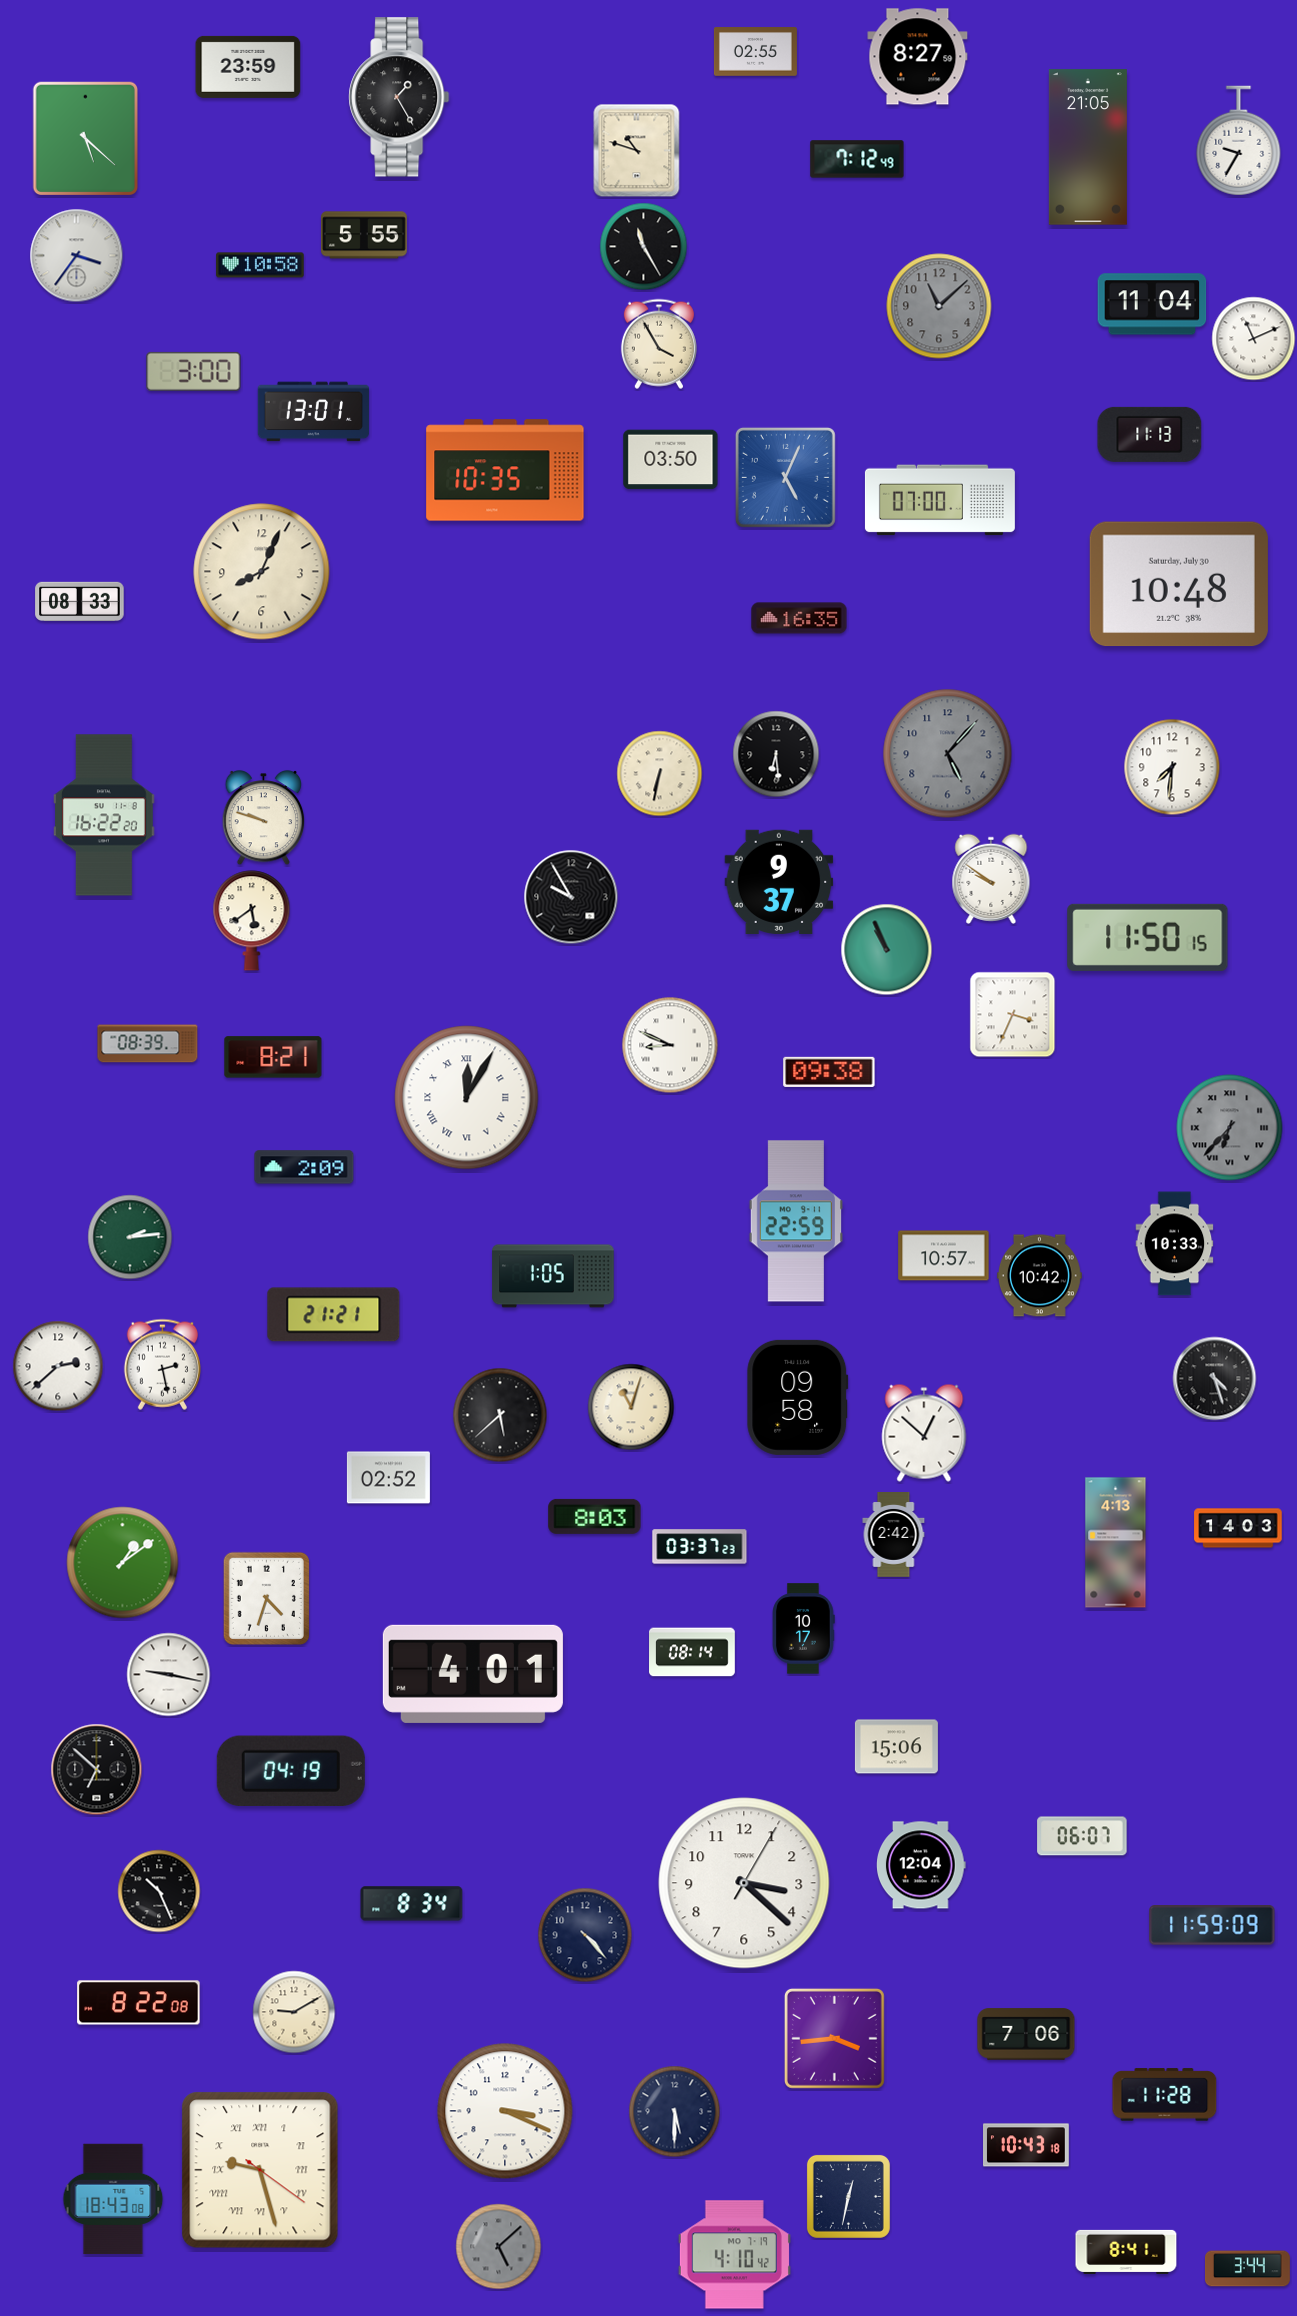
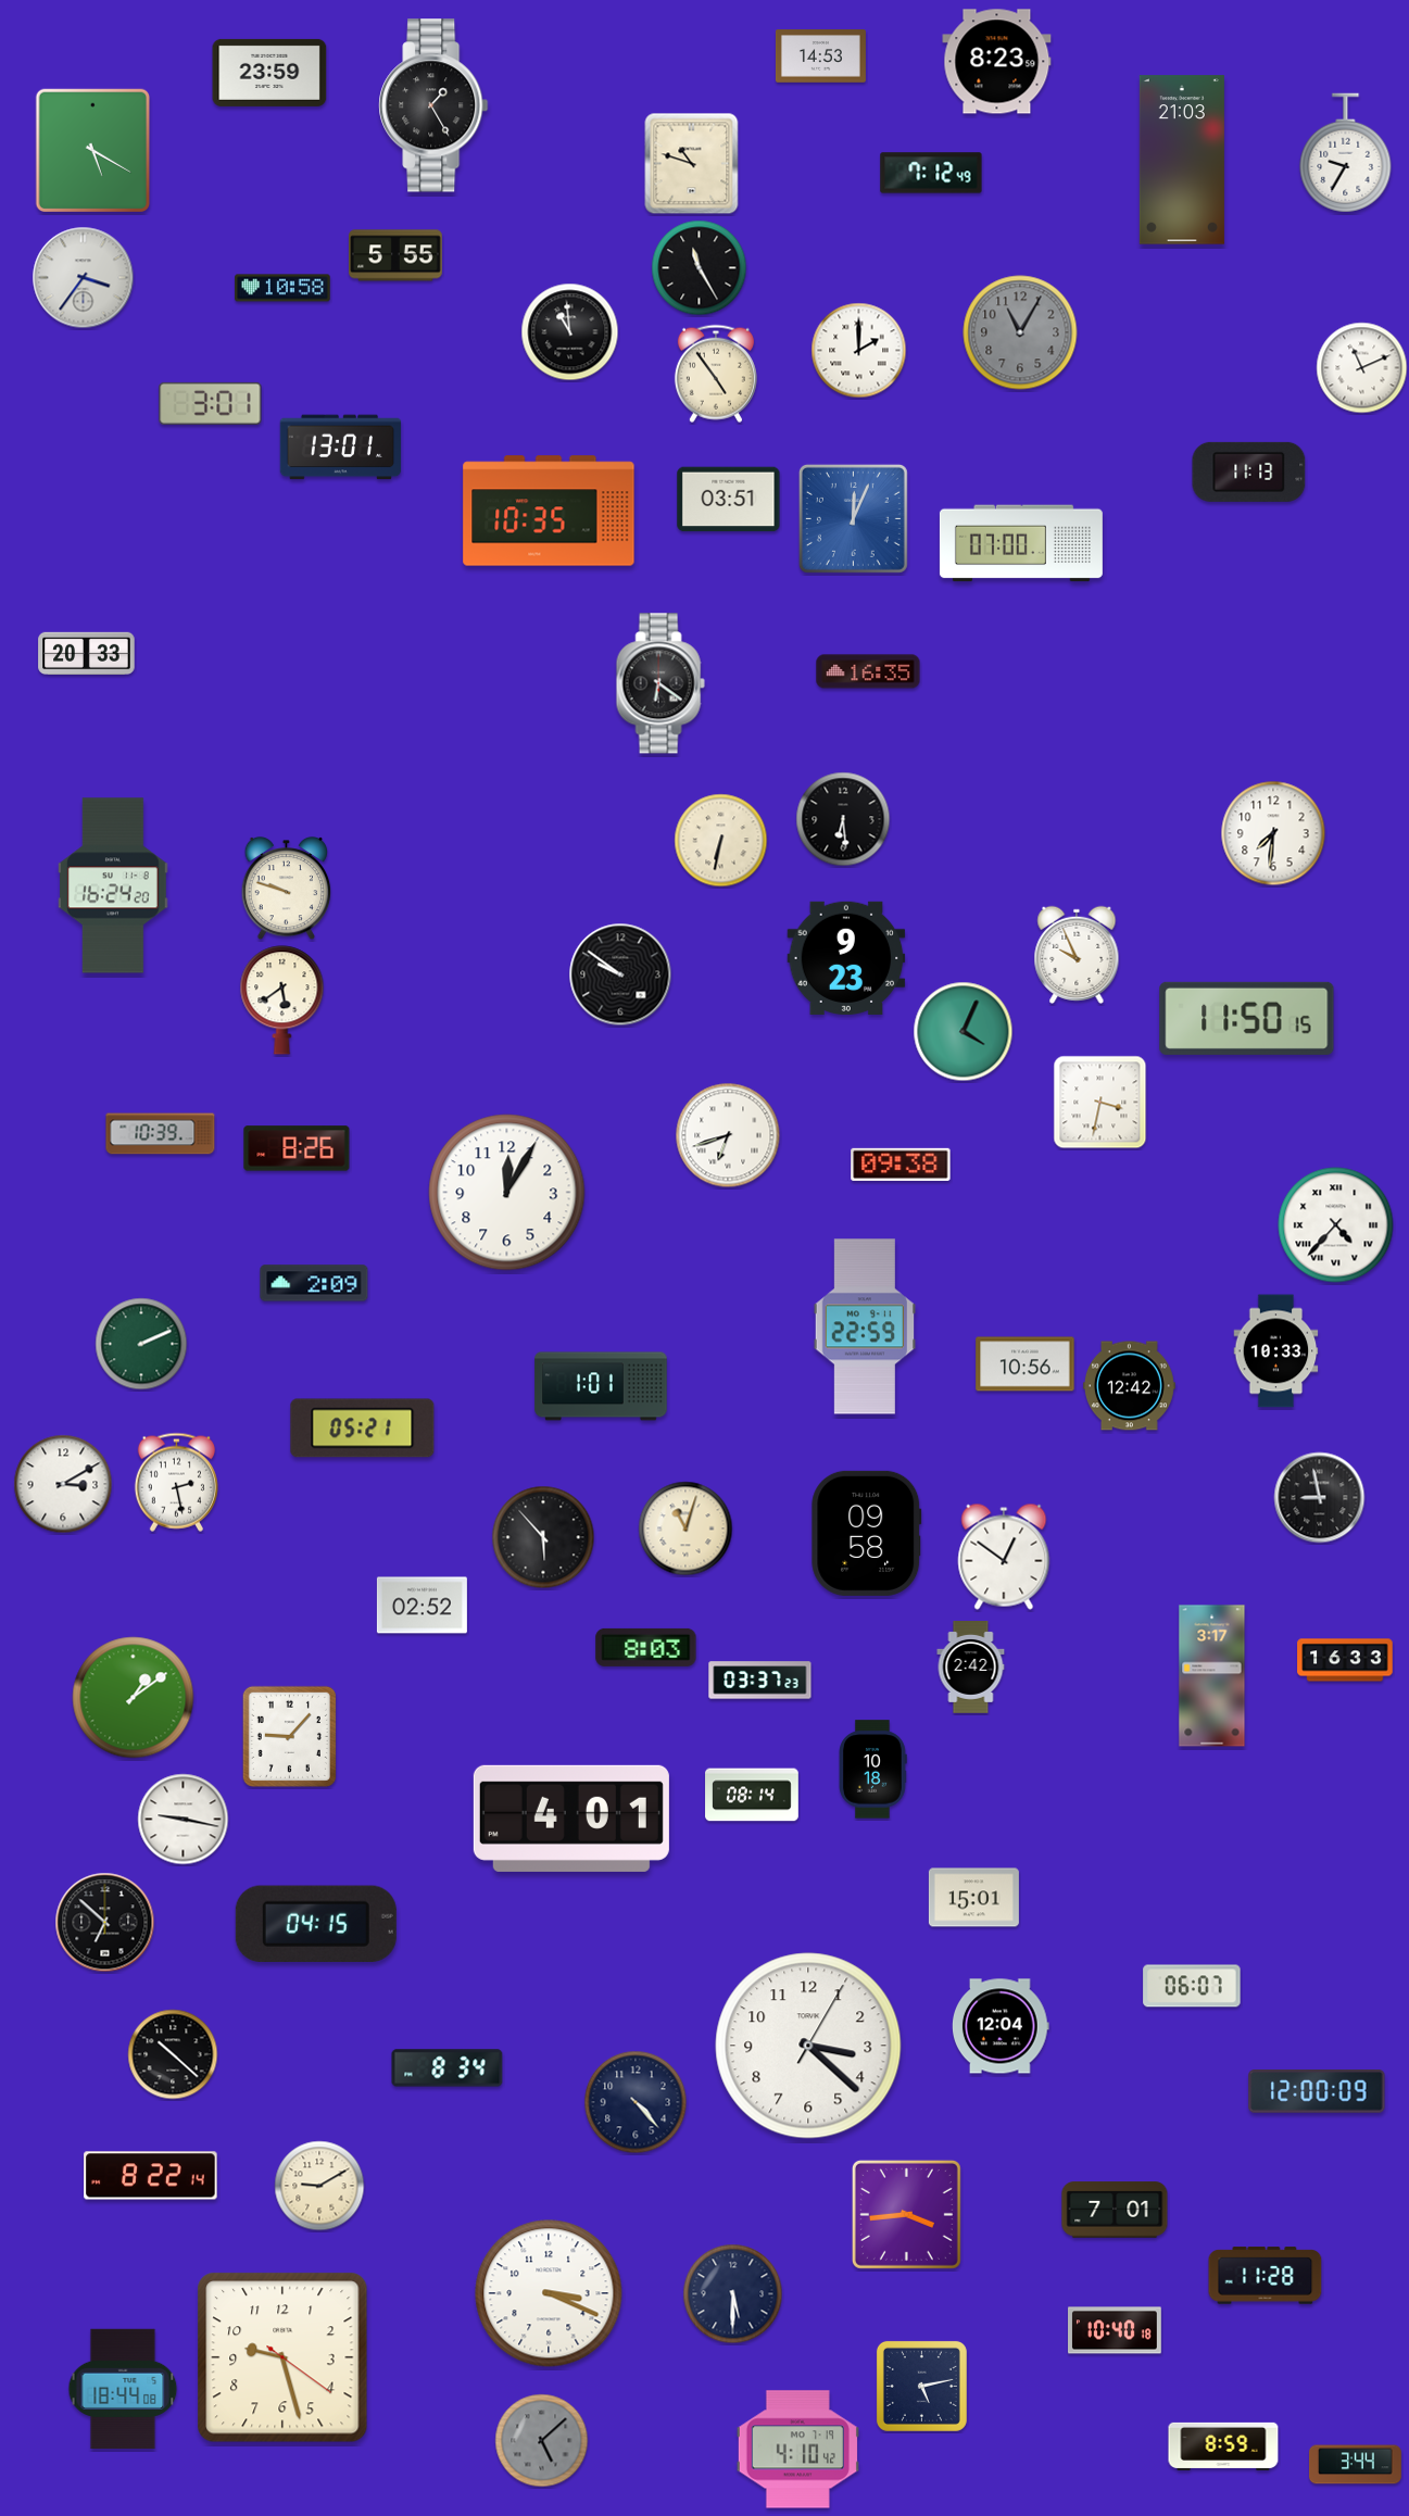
clock at (755, 52): 02:55 -> 14:53
clock at (918, 57): 8:27 -> 8:23
clock at (85, 138): 5:22 -> 5:20
clock at (1088, 147): 21:05 -> 21:03
clock at (1152, 304): 11:04 -> none
clock at (570, 332): none -> 10:59
clock at (939, 306): 11:08 -> 11:05
clock at (859, 351): none -> 2:00
clock at (659, 344): 3:55 -> 4:54
clock at (194, 371): 3:00 -> 3:01
clock at (671, 460): 03:50 -> 03:51
clock at (785, 477): 5:04 -> 12:04
clock at (262, 572): 8:04 -> none
clock at (1179, 584): 10:48 -> none
clock at (80, 601): 08:33 -> 20:33
clock at (661, 683): none -> 6:21
clock at (948, 754): 5:07 -> none
clock at (660, 774) position: (660, 774) -> (721, 841)
clock at (104, 815): 16:22 -> 16:24
clock at (991, 879): 9:51 -> 9:56
clock at (779, 882): 9:37 -> 9:23
clock at (571, 897): 9:55 -> 9:51
clock at (252, 921) position: (252, 921) -> (282, 1001)
clock at (887, 950): 10:56 -> 4:04
clock at (1013, 1015): 3:34 -> 3:32
clock at (148, 1044): 08:39 -> 10:39
clock at (670, 1045): 8:49 -> 6:42
clock at (273, 1057): 8:21 -> 8:26
clock at (467, 1098) numerals: Roman -> Arabic
clock at (1230, 1128): 6:37 -> 4:37
clock at (1230, 1128) dial: grey -> white
clock at (304, 1167) position: (304, 1167) -> (314, 1283)
clock at (130, 1237): 2:14 -> 2:11
clock at (944, 1256): 10:57 -> 10:56
clock at (553, 1276): 1:05 -> 1:01
clock at (1039, 1276): 10:42 -> 12:42
clock at (334, 1315): 21:21 -> 05:21
clock at (58, 1366): 2:38 -> 3:10
clock at (1215, 1379): 4:27 -> 8:58
clock at (798, 1397) position: (798, 1397) -> (867, 1533)
clock at (500, 1415): 5:38 -> 5:53
clock at (924, 1433): 12:52 -> 12:51
clock at (1238, 1528): 14:03 -> 16:33
clock at (1116, 1543): 4:13 -> 3:17
clock at (266, 1598): 4:33 -> 9:07
clock at (804, 1629): 10:17 -> 10:18
clock at (473, 1674) position: (473, 1674) -> (571, 1819)
clock at (896, 1747): 15:06 -> 15:01
clock at (291, 1770): 04:19 -> 04:15
clock at (1082, 1836) position: (1082, 1836) -> (1192, 1986)
clock at (159, 1891): 10:26 -> 10:22
clock at (1212, 1925): 11:59 -> 12:00
clock at (139, 2003): 8:22:08 -> 8:22:14
clock at (1026, 2034): 7:06 -> 7:01
clock at (1027, 2145): 10:43 -> 10:40
clock at (260, 2170) numerals: Roman -> Arabic
clock at (848, 2196): 12:32 -> 5:13
clock at (113, 2199): 18:43 -> 18:44
clock at (1126, 2252): 8:41 -> 8:59
